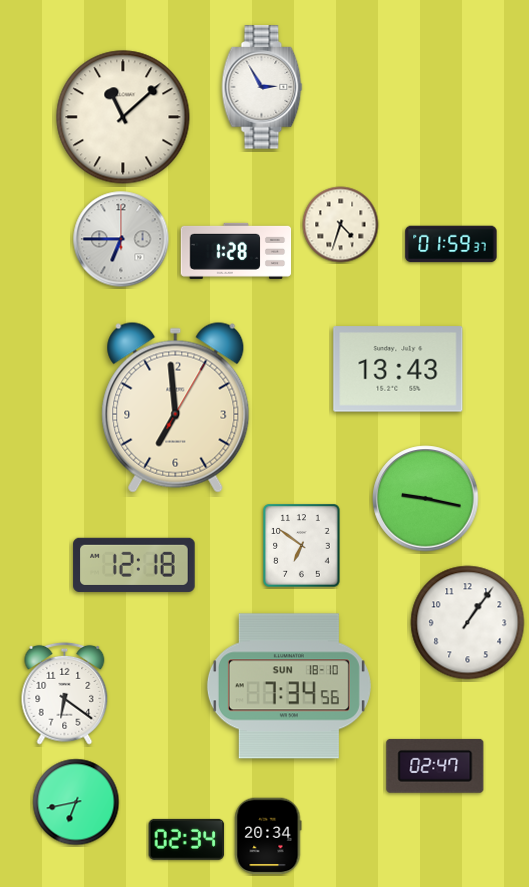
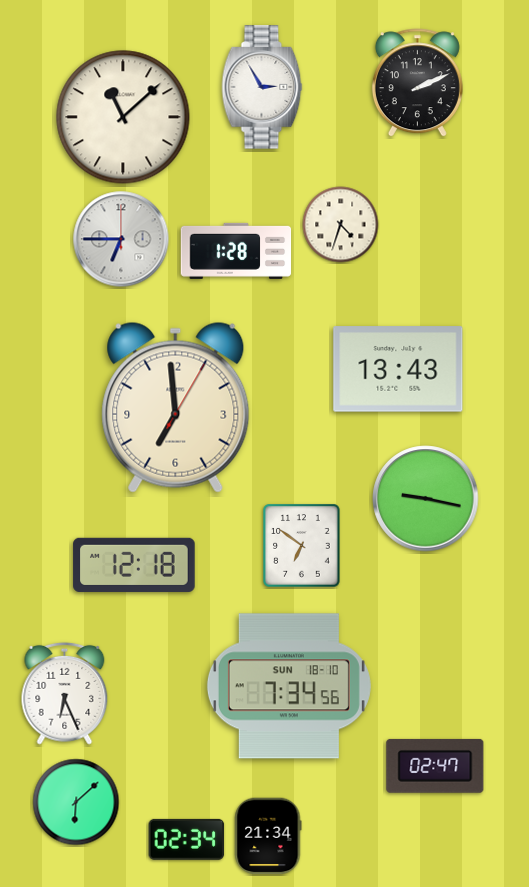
clock at (417, 83): none -> 2:11
clock at (451, 244): 01:59 -> none
clock at (468, 623): 1:06 -> none
clock at (65, 693): 6:21 -> 6:26
clock at (76, 802): 6:43 -> 6:08
clock at (268, 836): 20:34 -> 21:34
